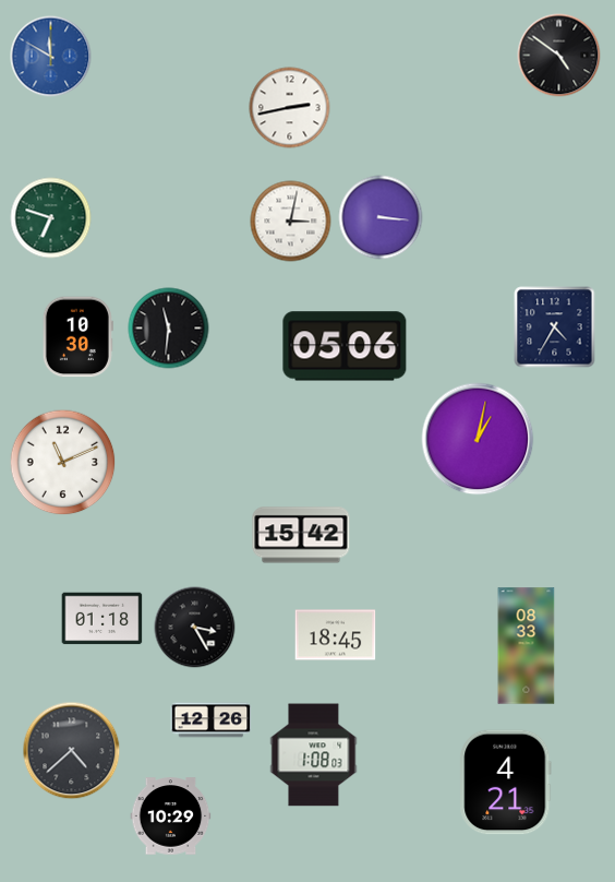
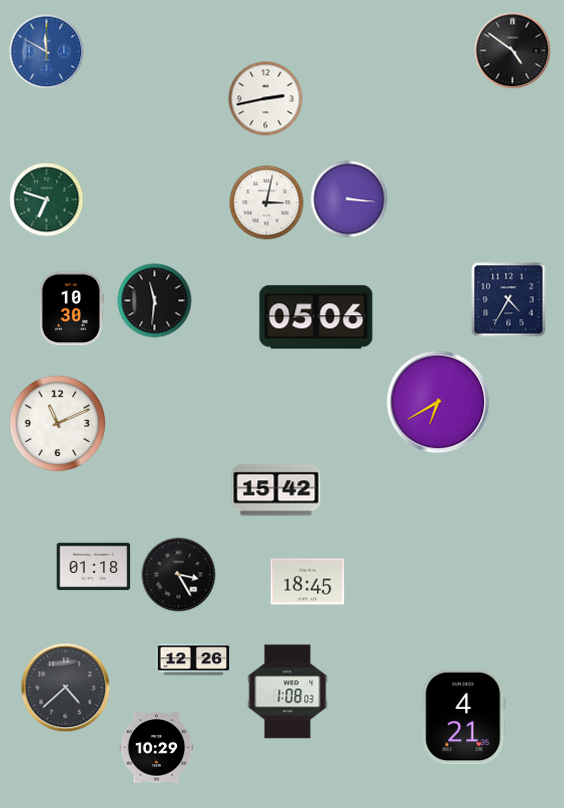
clock at (478, 439): 1:02 -> 6:40
clock at (527, 646): 08:33 -> none
